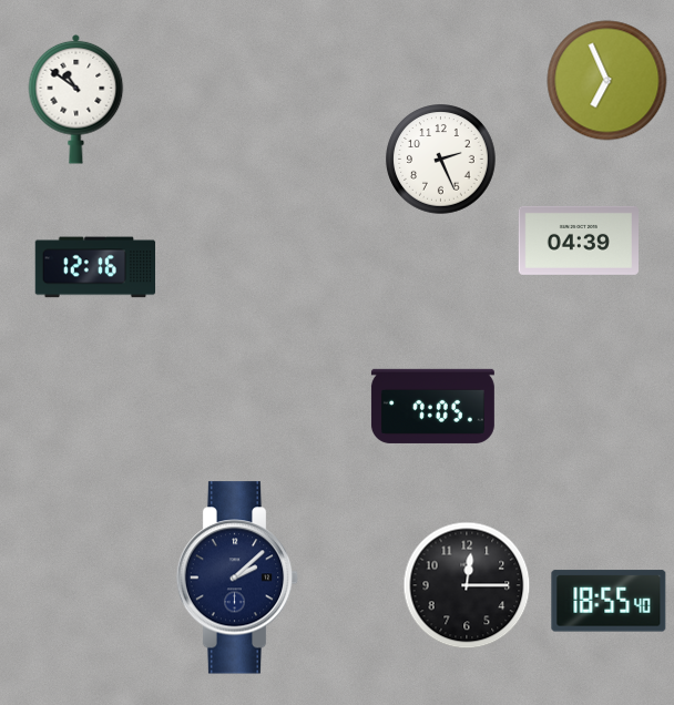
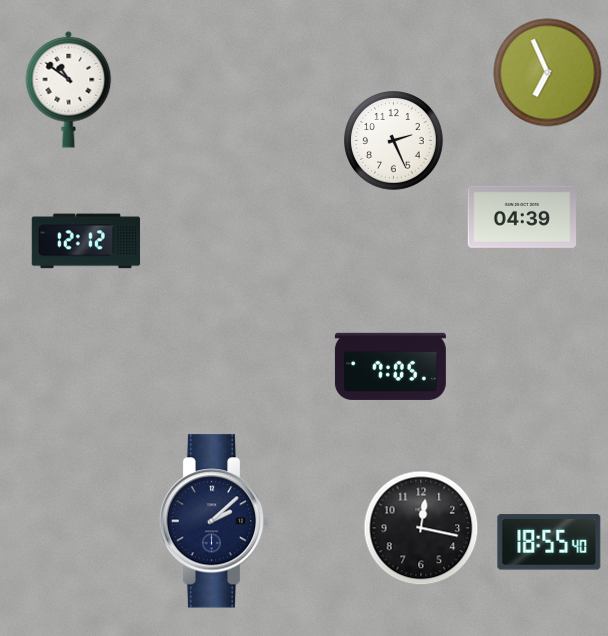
clock at (441, 160) position: (441, 160) -> (394, 141)
clock at (95, 267): 12:16 -> 12:12
clock at (467, 585): 12:15 -> 12:17
